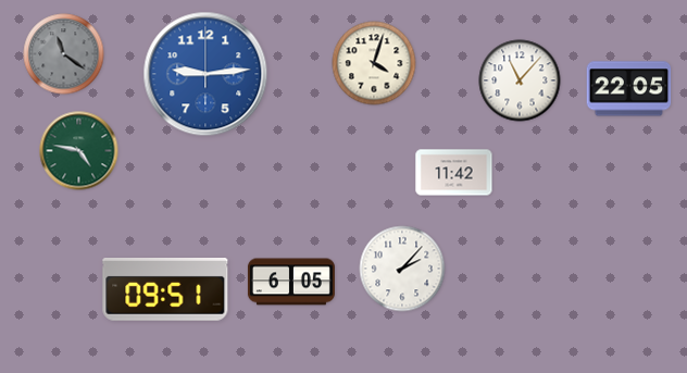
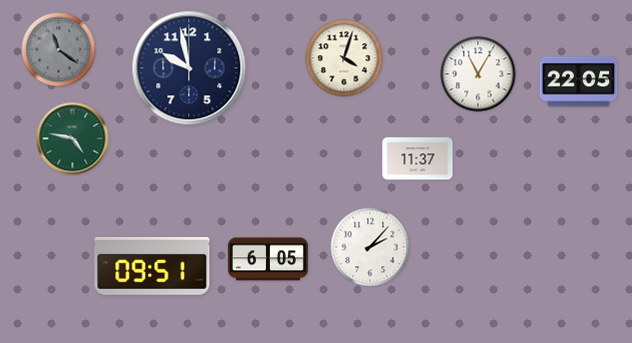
clock at (205, 74): 9:14 -> 9:58
clock at (205, 74) dial: blue -> navy
clock at (520, 80): 11:07 -> 11:05
clock at (454, 173): 11:42 -> 11:37
